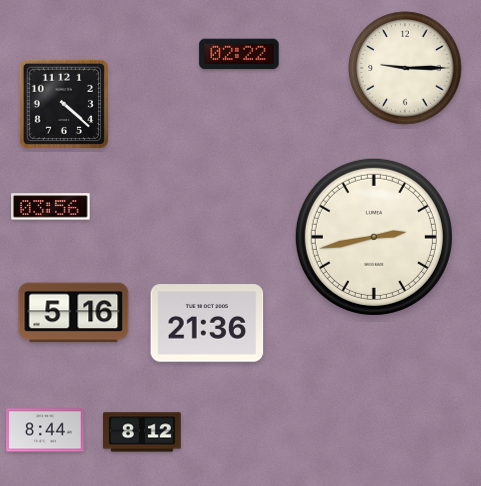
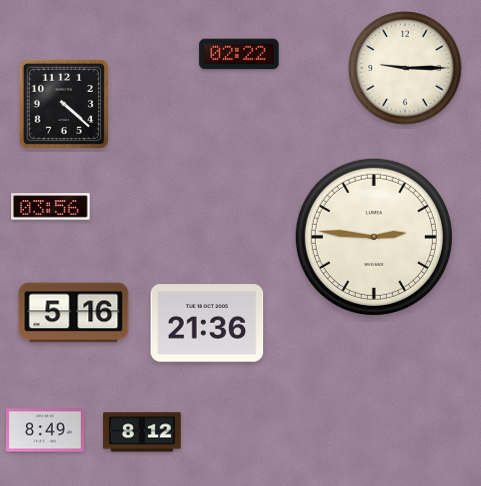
clock at (374, 237): 2:43 -> 2:46
clock at (45, 430): 8:44 -> 8:49
